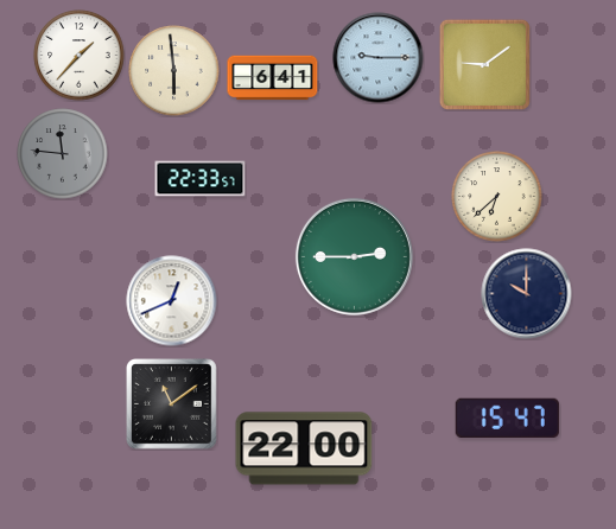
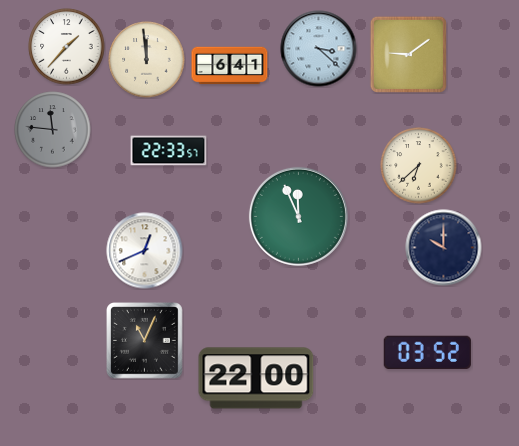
clock at (379, 58): 9:15 -> 3:22
clock at (174, 71): 5:59 -> 11:59
clock at (354, 256): 2:45 -> 11:56
clock at (172, 301) position: (172, 301) -> (145, 251)
clock at (172, 404): 11:09 -> 11:04
clock at (507, 418): 15:47 -> 03:52
